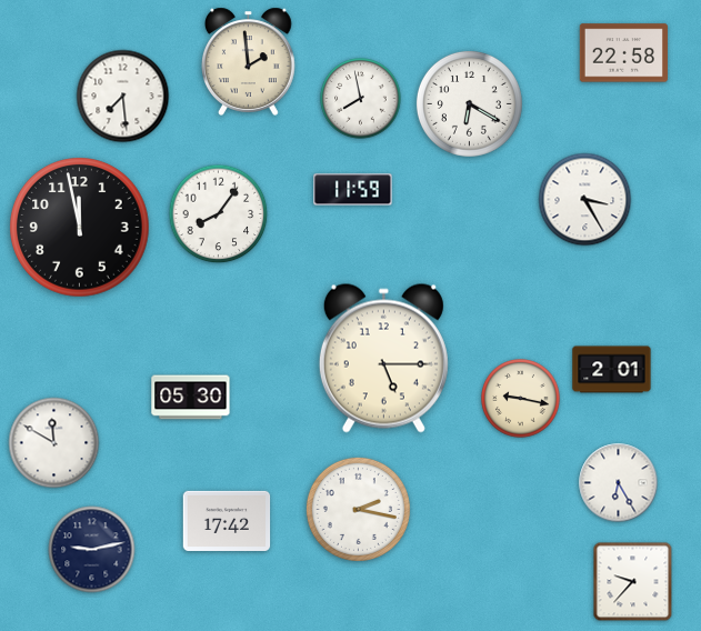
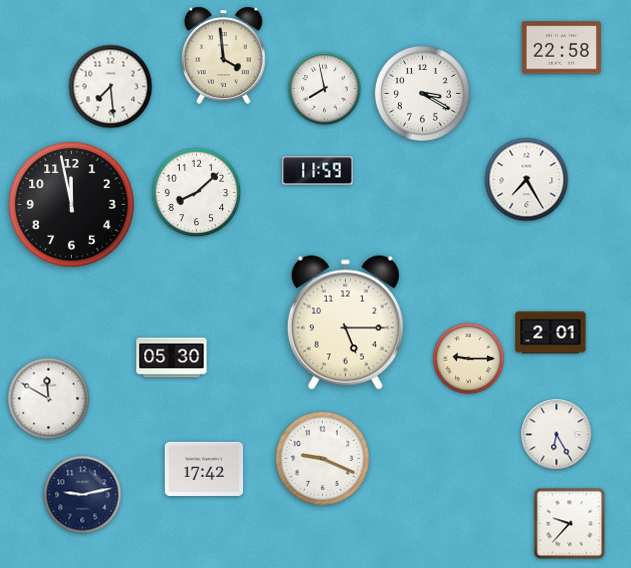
clock at (249, 61): 1:59 -> 3:59
clock at (469, 103): 6:20 -> 3:20
clock at (585, 200): 3:25 -> 7:25
clock at (219, 214): 8:06 -> 8:08
clock at (521, 399): 9:17 -> 9:15
clock at (358, 509): 2:17 -> 9:19
